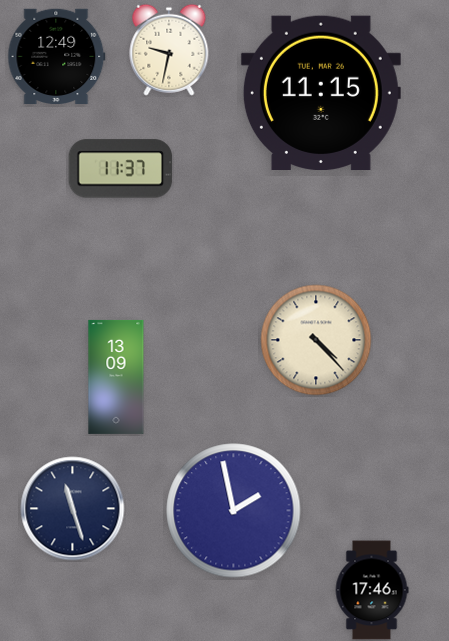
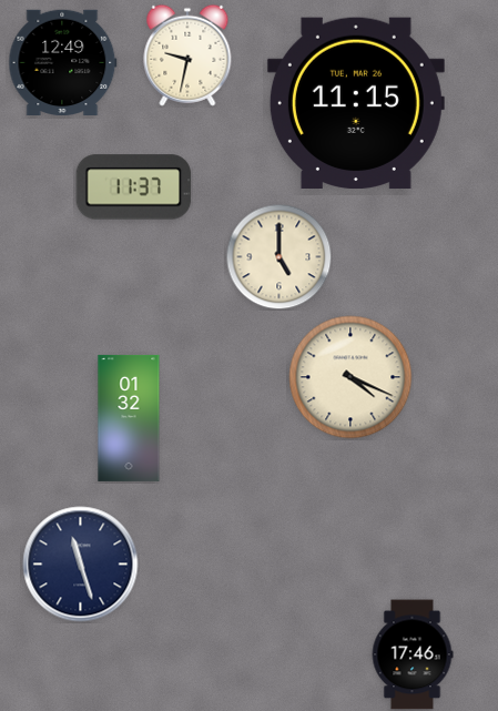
clock at (278, 256): none -> 5:00
clock at (316, 340): 4:23 -> 4:19
clock at (116, 377): 13:09 -> 01:32
clock at (234, 511): 1:58 -> none
